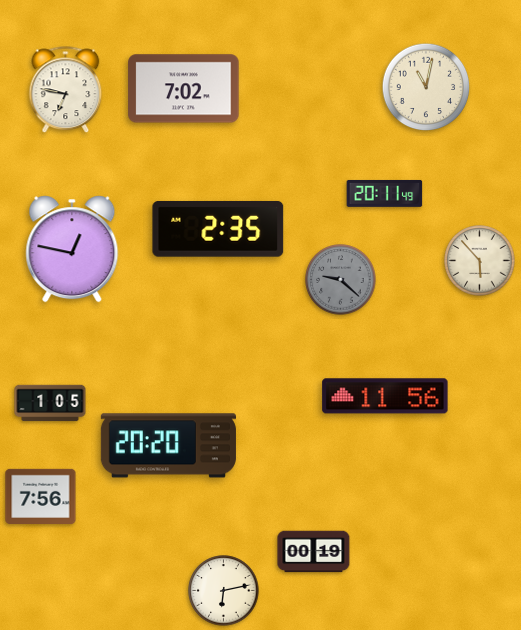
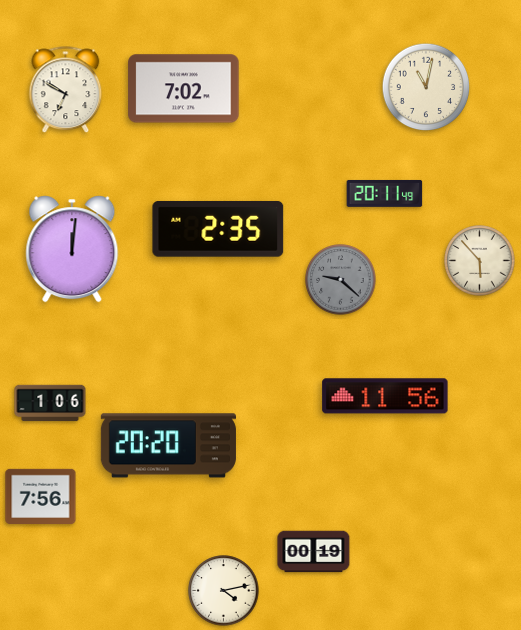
clock at (66, 90): 6:47 -> 6:50
clock at (72, 249): 12:47 -> 12:01
clock at (50, 403): 1:05 -> 1:06
clock at (224, 591): 6:13 -> 4:13
